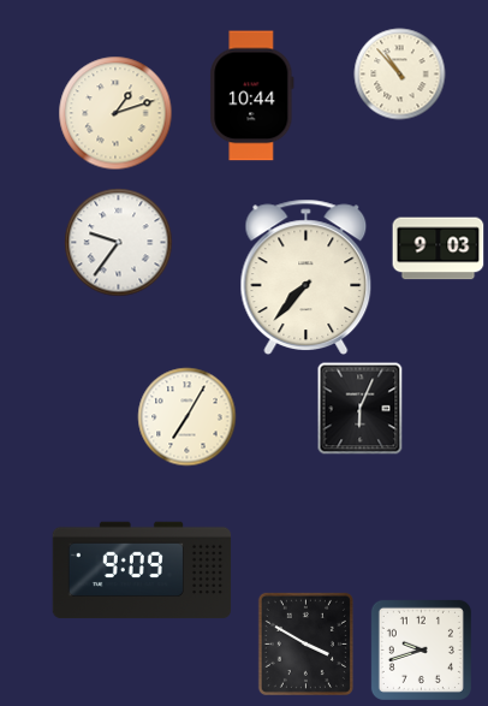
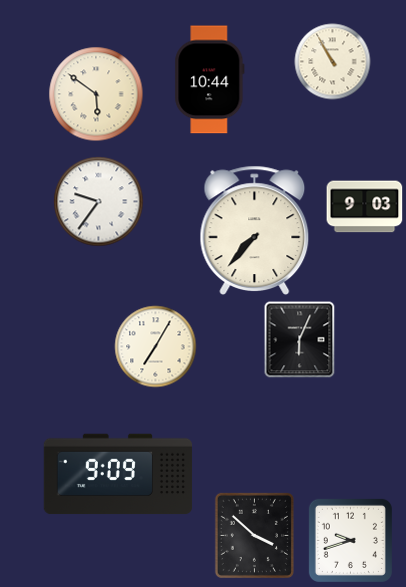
clock at (400, 75): 10:53 -> 10:55
clock at (115, 113): 1:12 -> 5:51
clock at (305, 643): 3:50 -> 3:52
